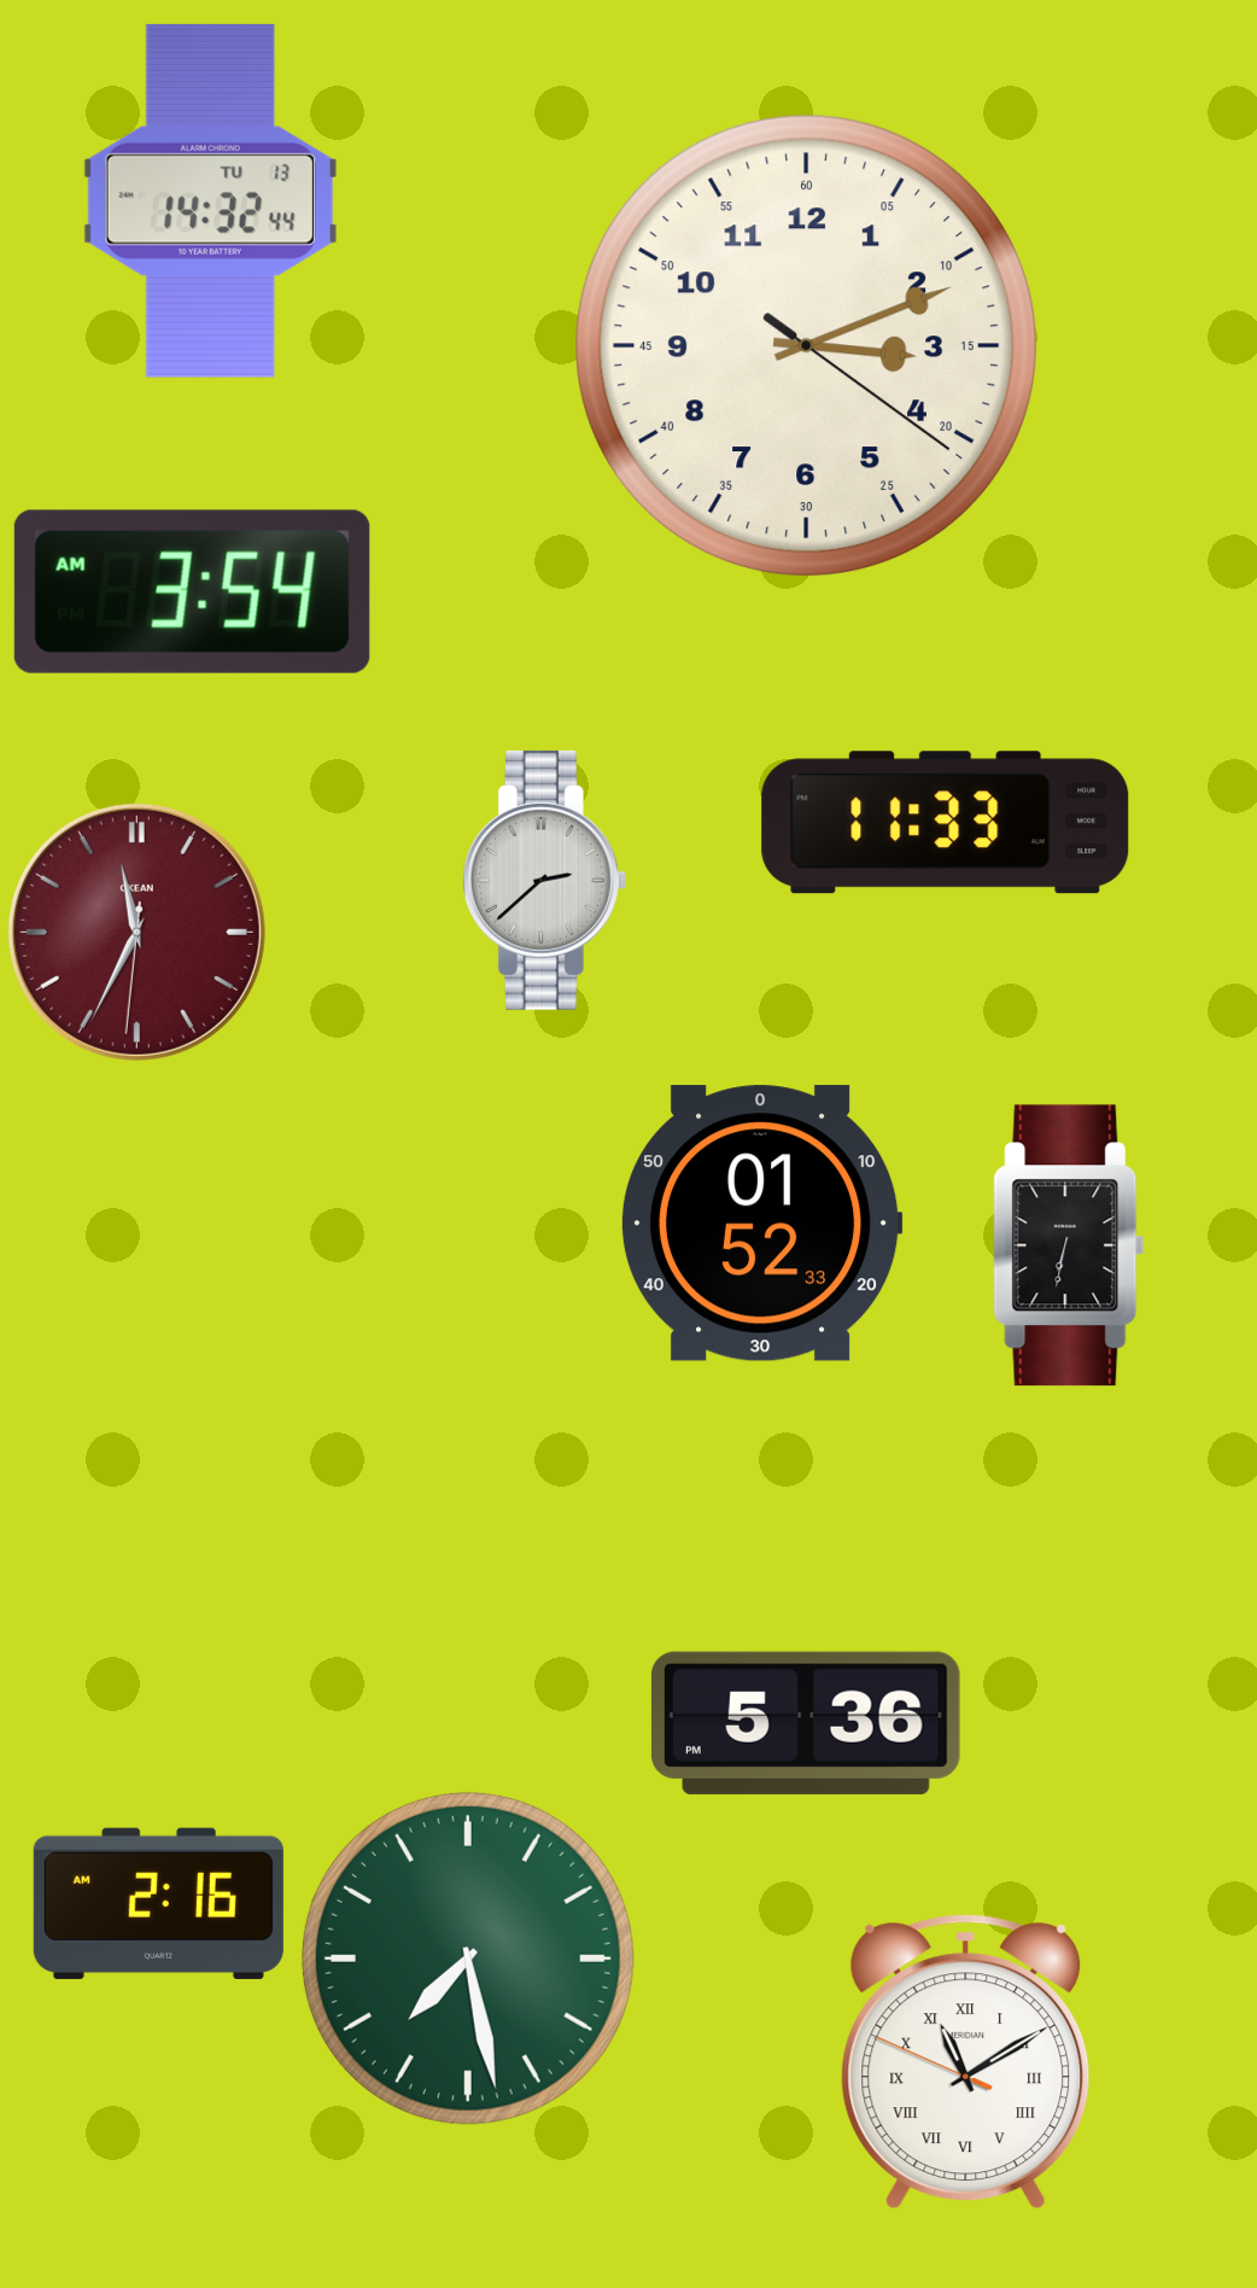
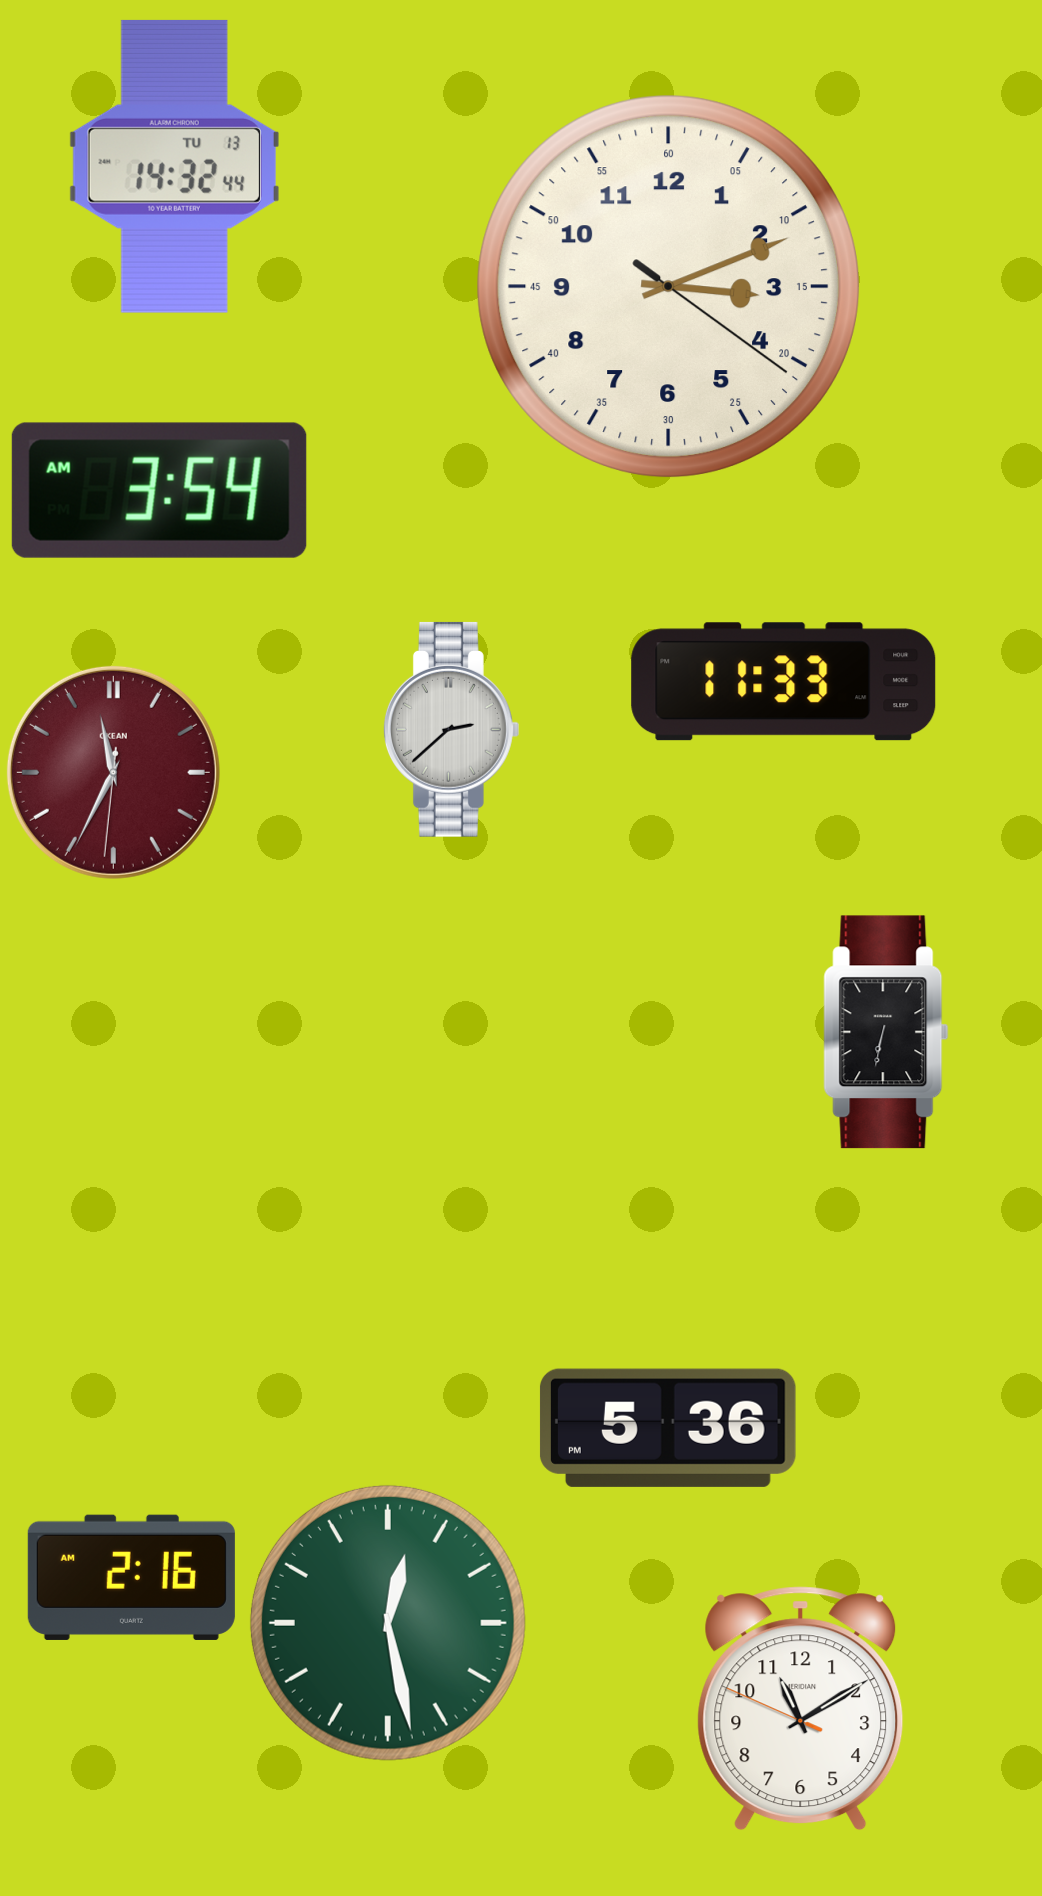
clock at (761, 1224): 01:52 -> none
clock at (468, 1959): 7:28 -> 12:28
clock at (966, 2062) numerals: Roman -> Arabic
